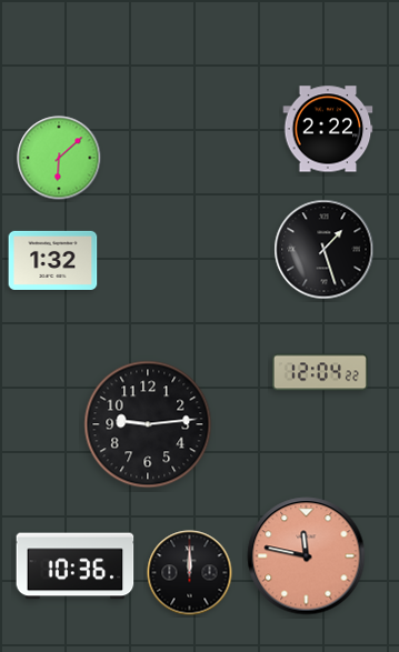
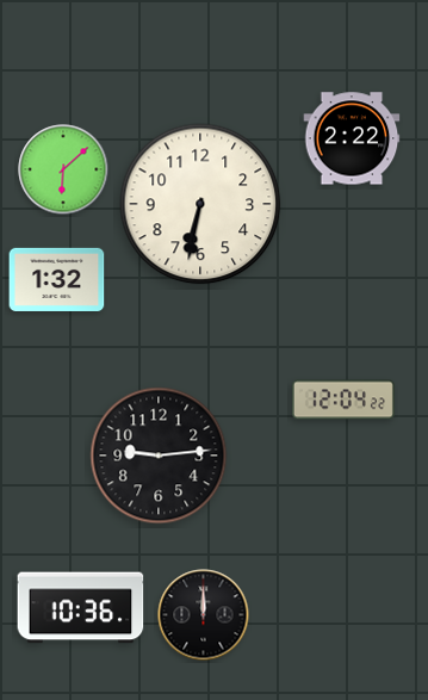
clock at (200, 204): none -> 6:32
clock at (325, 250): 1:27 -> none
clock at (307, 556): 11:47 -> none
